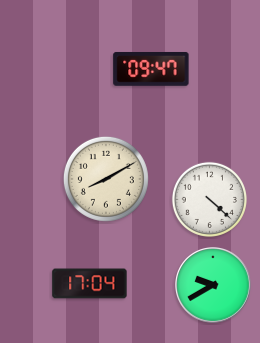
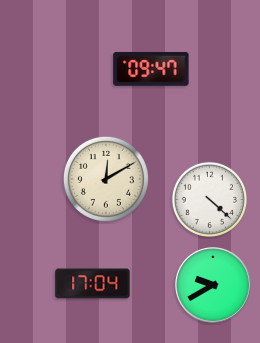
clock at (106, 179): 8:10 -> 12:10
clock at (90, 284) position: (90, 284) -> (93, 284)
